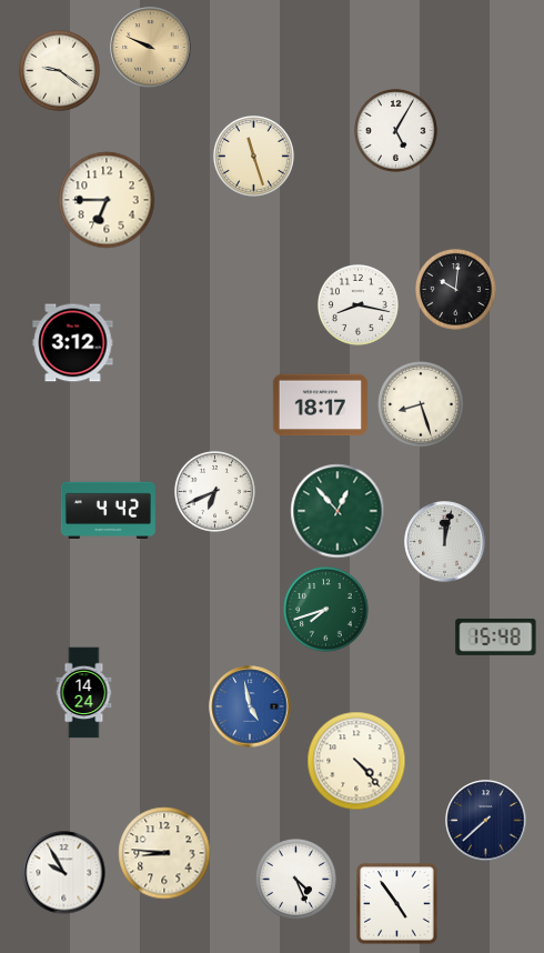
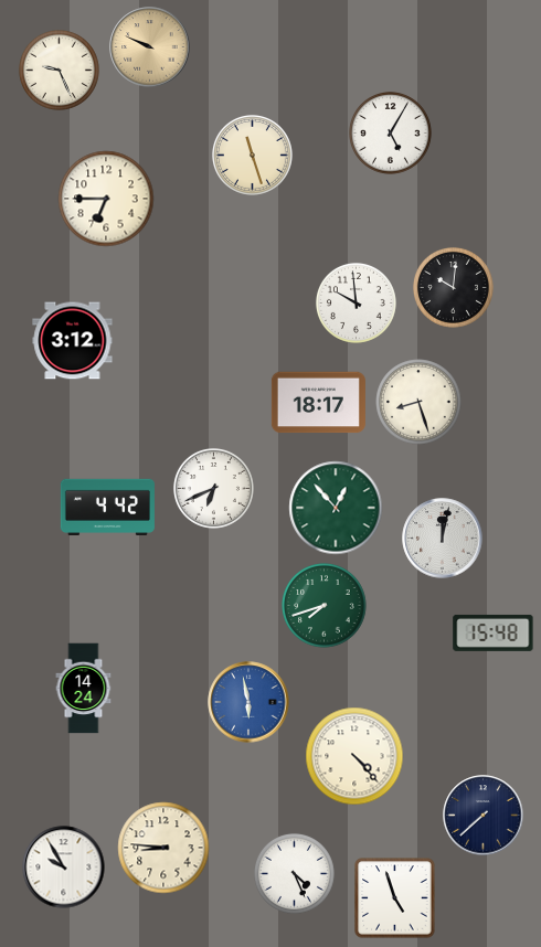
clock at (59, 70): 9:21 -> 9:26
clock at (396, 131) position: (396, 131) -> (391, 134)
clock at (357, 304): 8:17 -> 9:59
clock at (250, 706): 4:58 -> 5:58
clock at (397, 904): 4:54 -> 4:57
